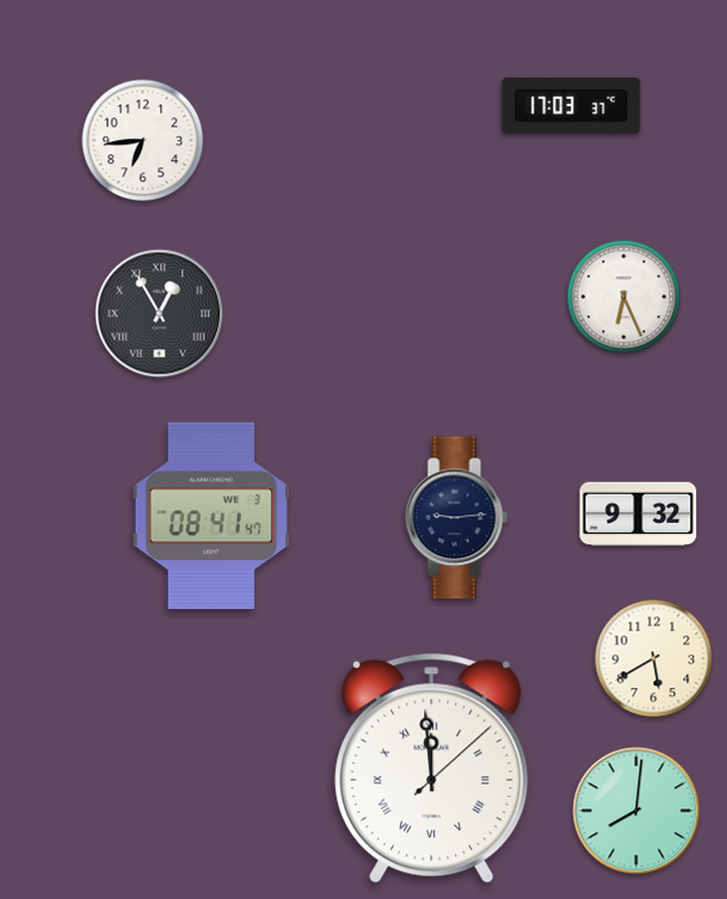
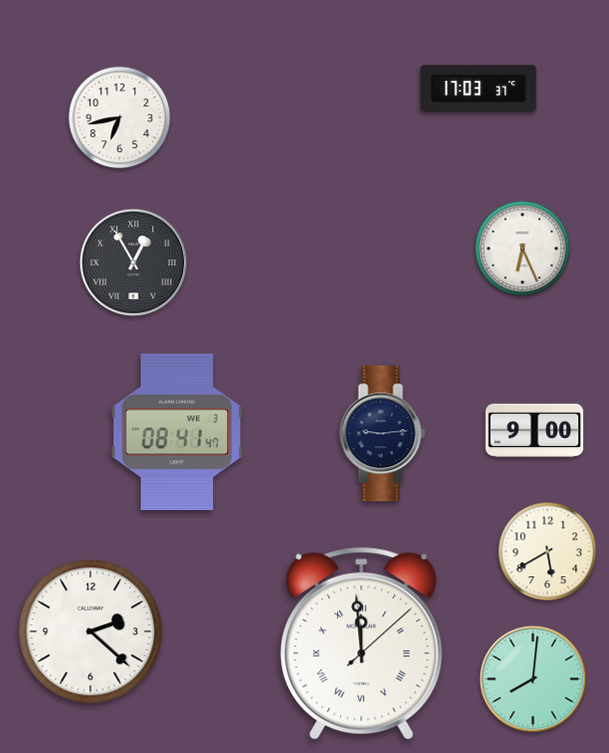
clock at (143, 141): 6:44 -> 6:43
clock at (639, 515): 9:32 -> 9:00
clock at (91, 632): none -> 2:22
